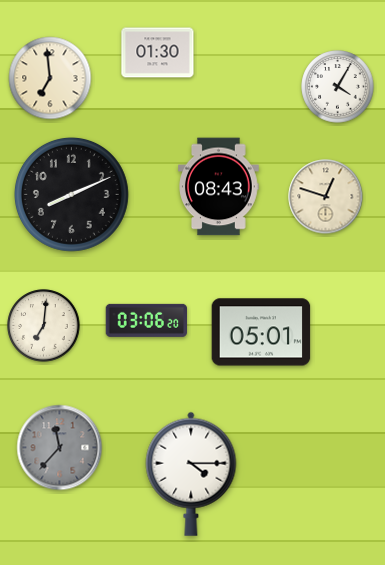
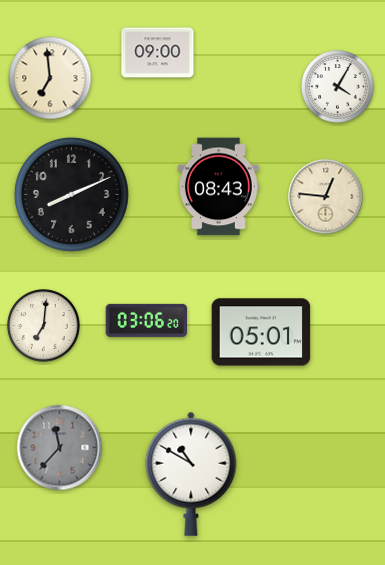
clock at (158, 53): 01:30 -> 09:00
clock at (326, 197): 12:48 -> 12:46
clock at (191, 474): 4:15 -> 10:50
